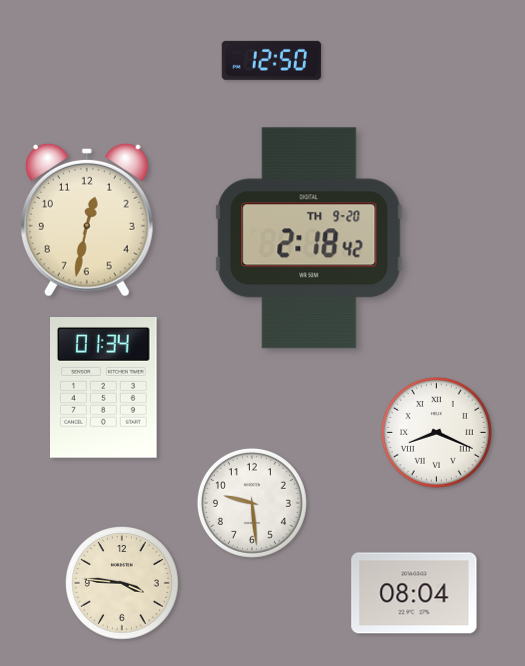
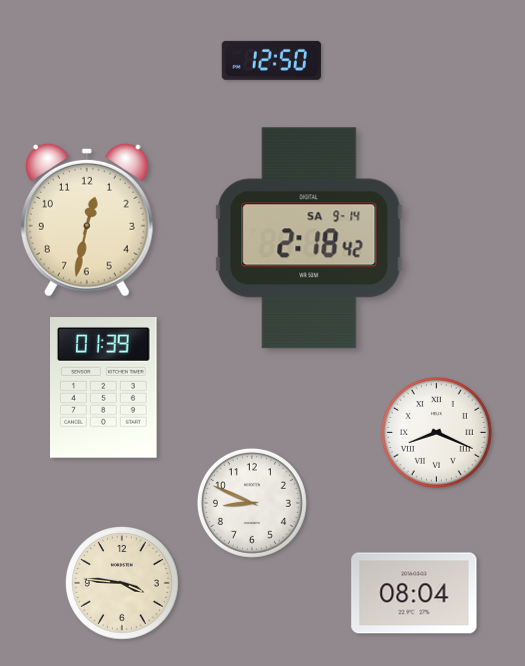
clock at (309, 238) date: TH 9-20 -> SA 9-14
clock at (104, 388): 01:34 -> 01:39
clock at (252, 503): 9:29 -> 8:49
